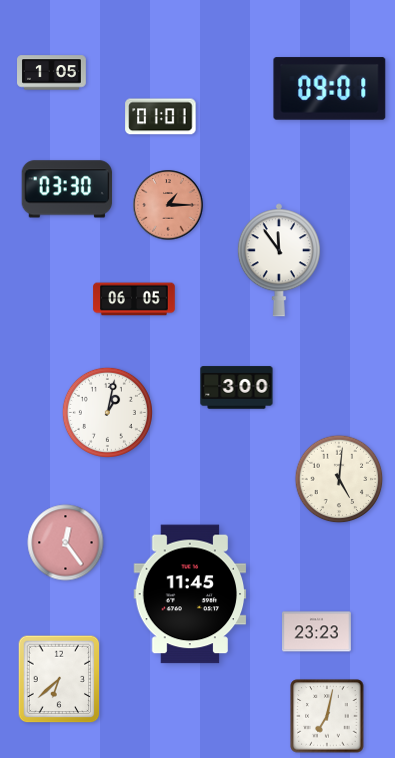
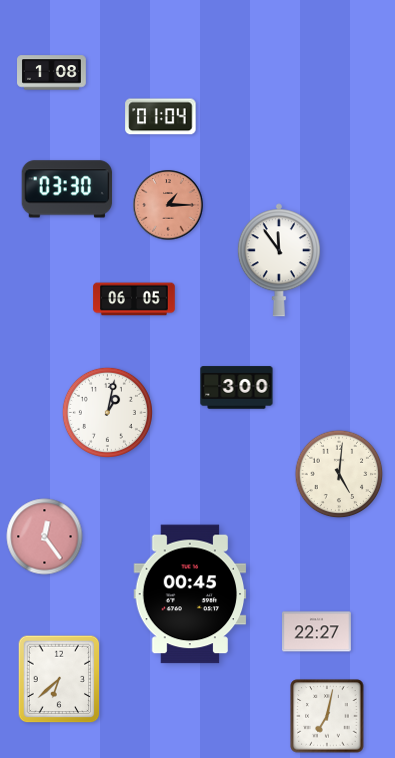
clock at (52, 73): 1:05 -> 1:08
clock at (330, 89): 09:01 -> none
clock at (161, 117): 01:01 -> 01:04
clock at (339, 479) position: (339, 479) -> (339, 474)
clock at (66, 543) position: (66, 543) -> (45, 537)
clock at (190, 594): 11:45 -> 00:45
clock at (317, 632): 23:23 -> 22:27
